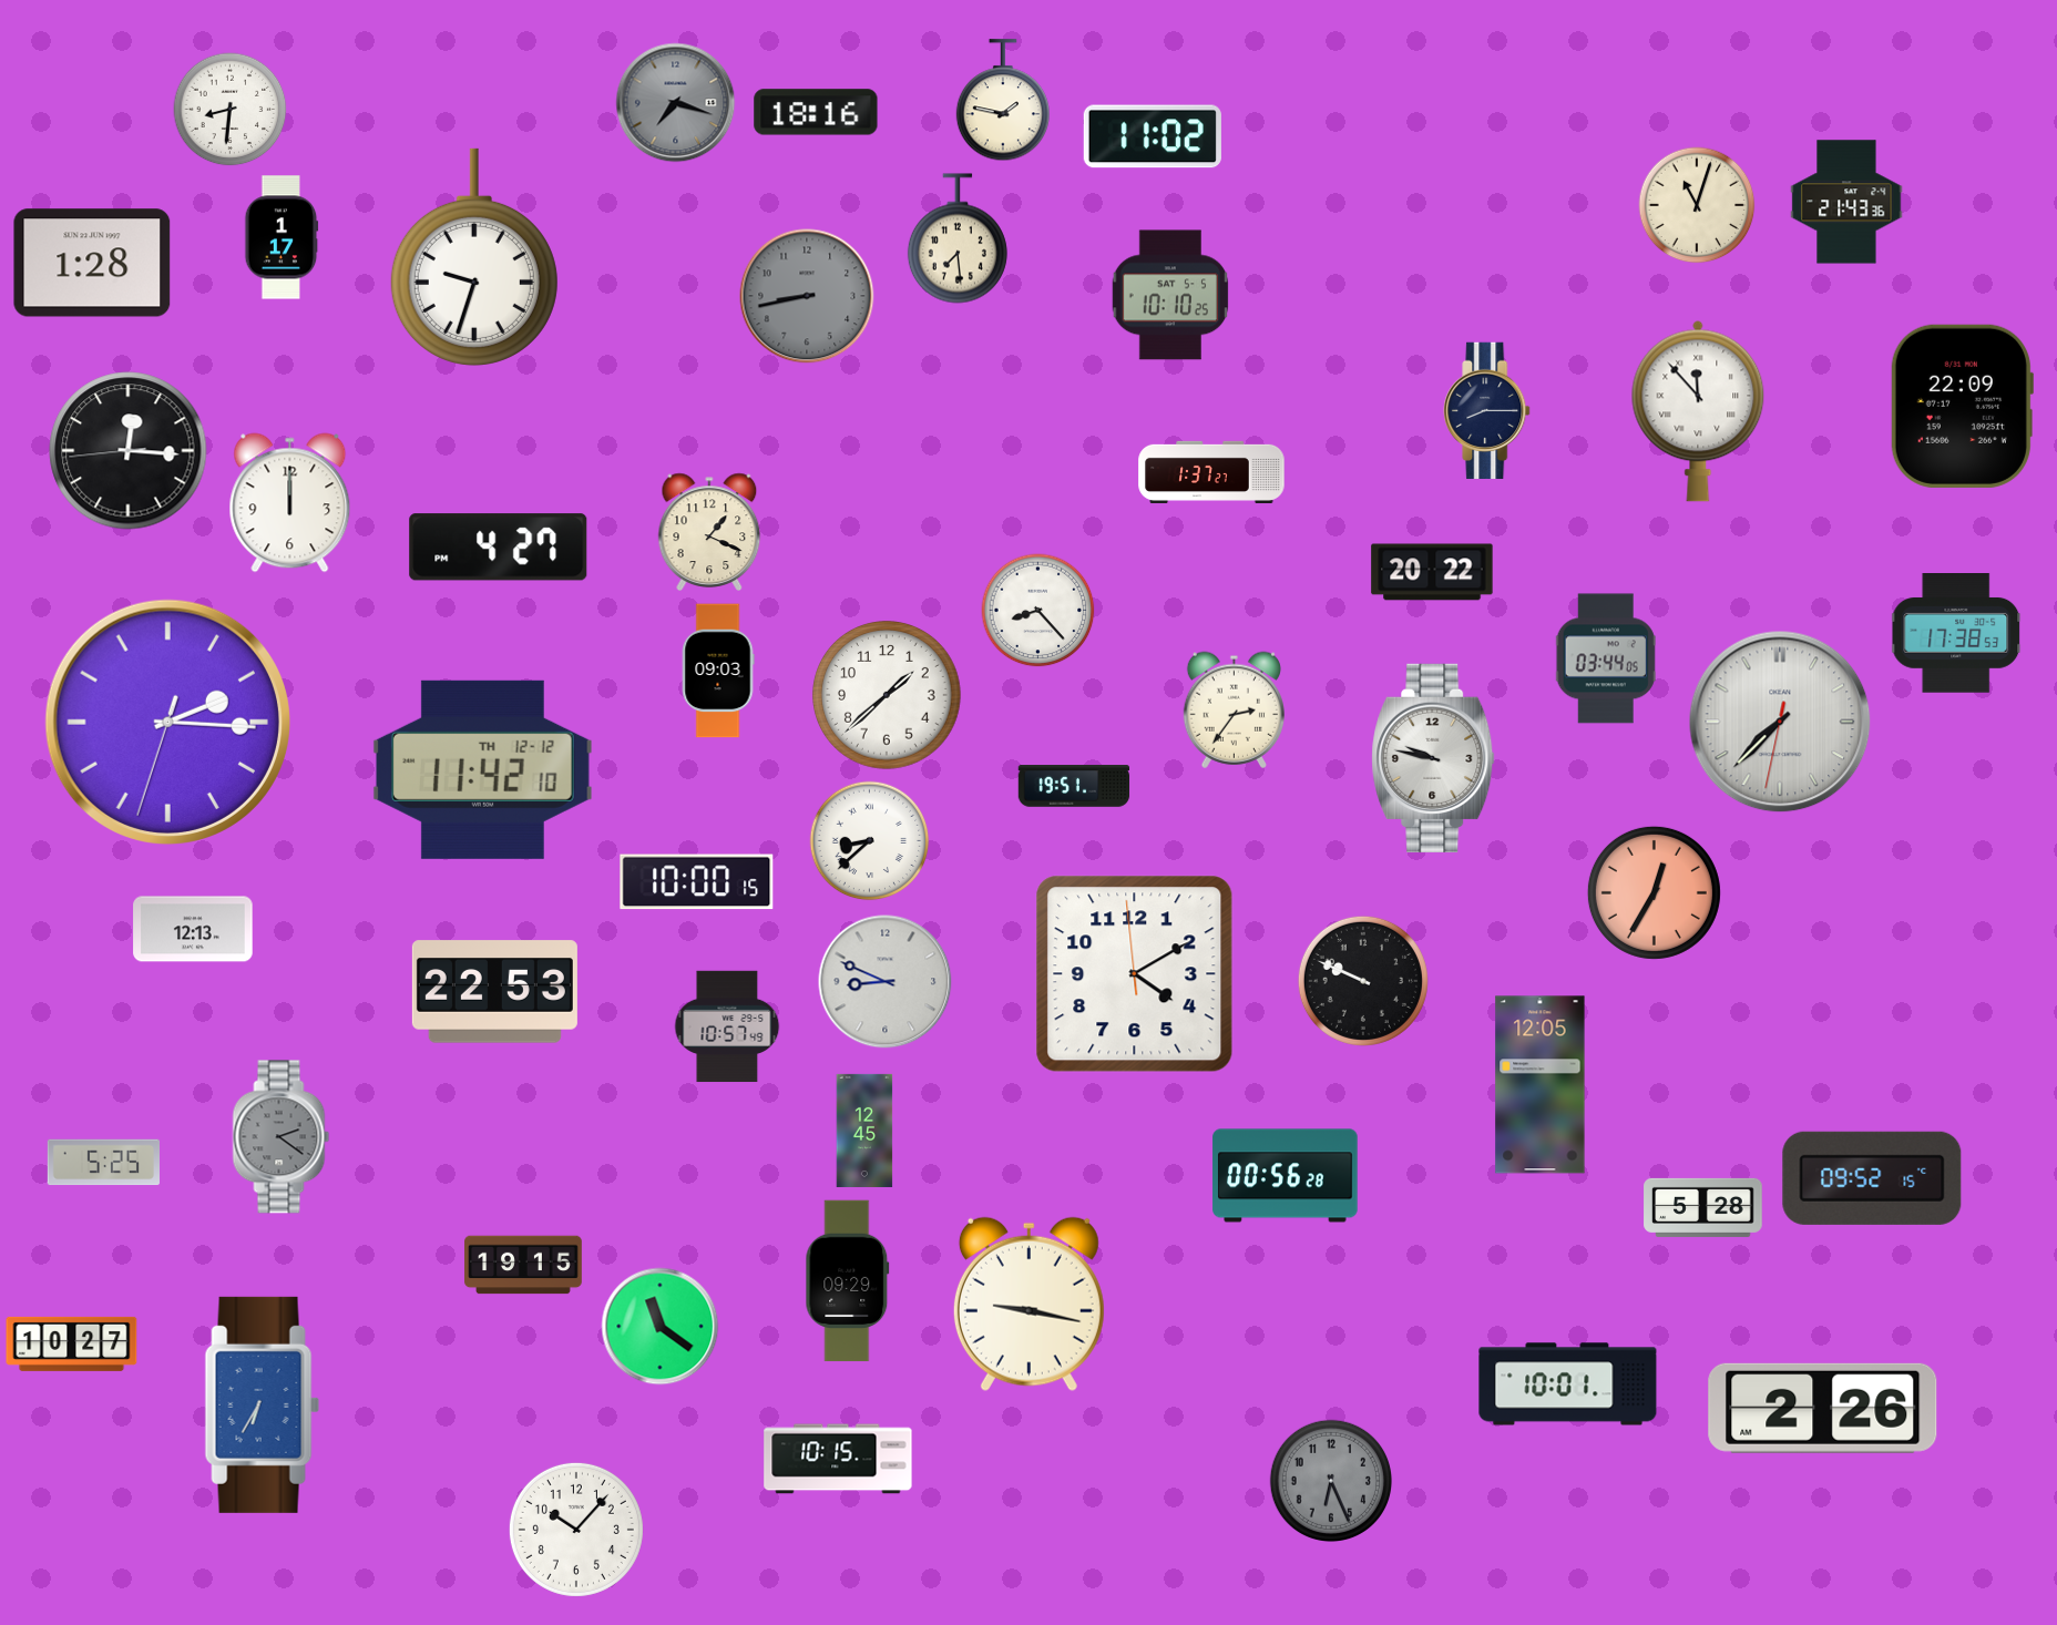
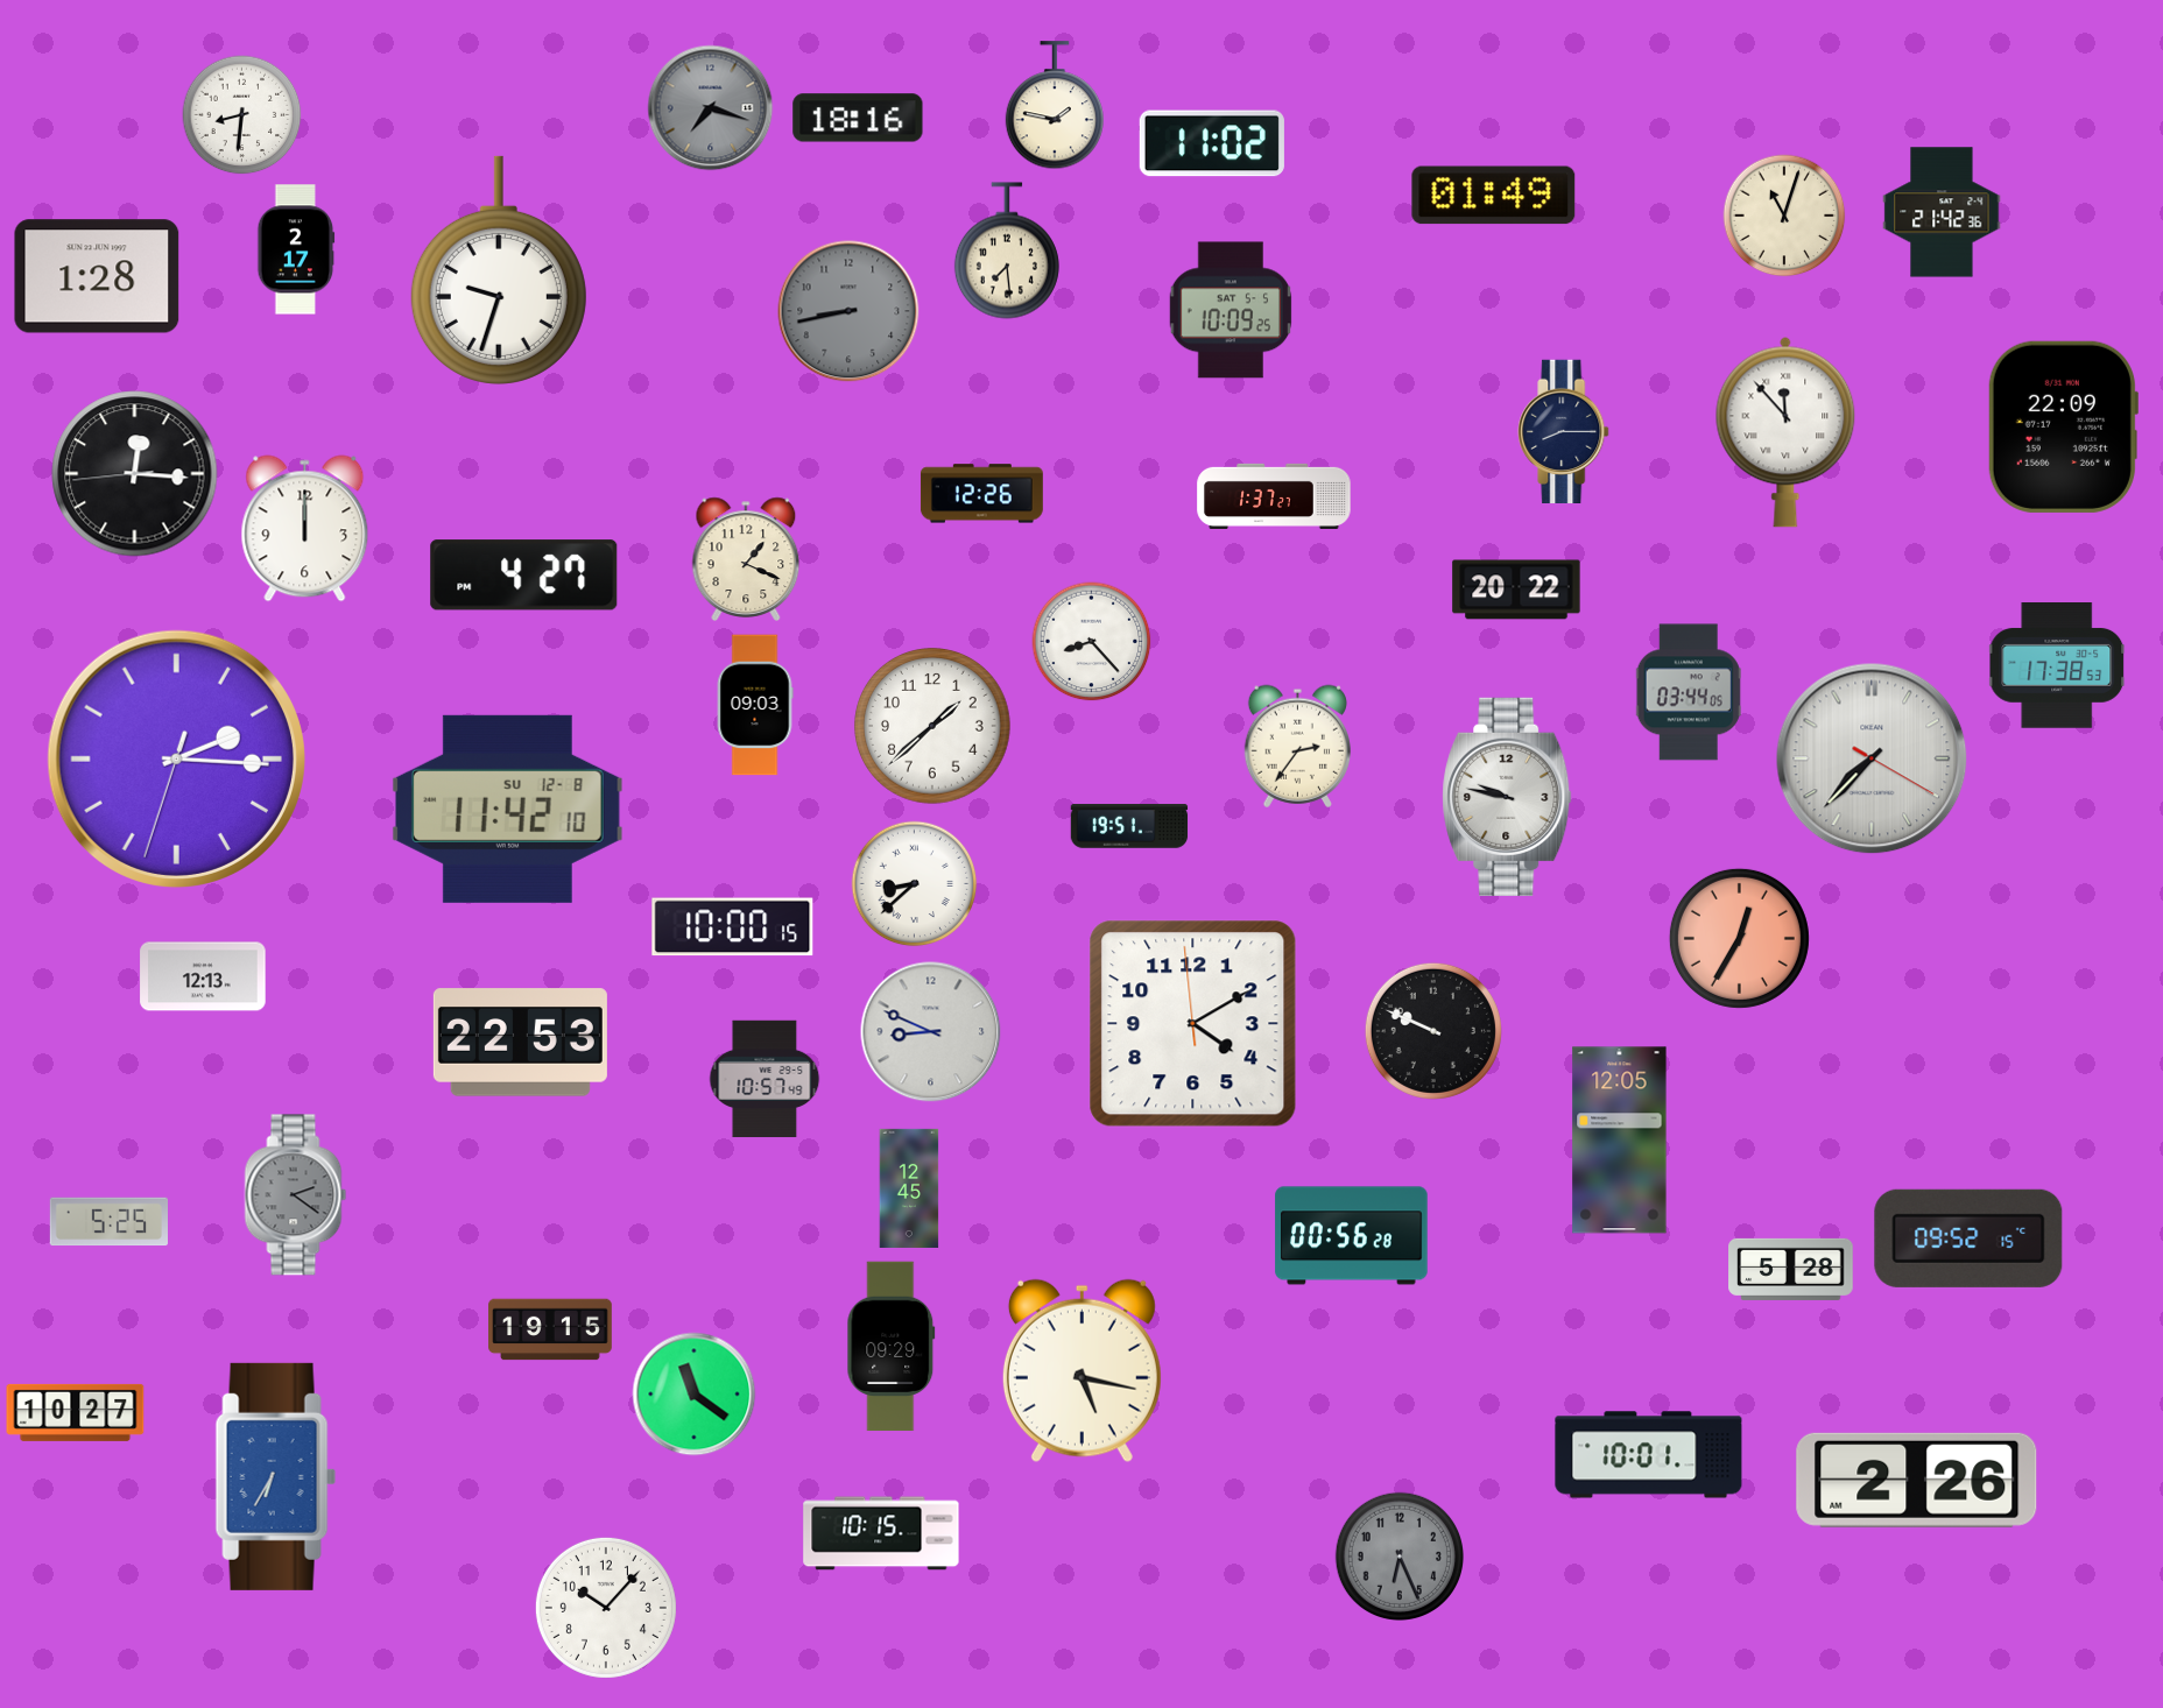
clock at (1494, 196): none -> 01:49
clock at (1846, 202): 21:43 -> 21:42
clock at (282, 237): 1:17 -> 2:17
clock at (1170, 295): 10:10 -> 10:09
clock at (981, 494): none -> 12:26
clock at (1432, 572) position: (1432, 572) -> (1516, 590)
clock at (887, 695) position: (887, 695) -> (932, 726)
clock at (1780, 722): 7:37:32 -> 7:37:20
clock at (482, 769) date: TH 12-12 -> SU 12-8
clock at (1028, 1304): 9:17 -> 5:17
